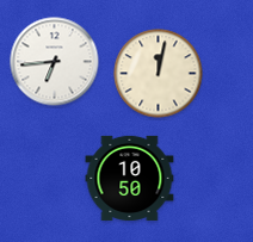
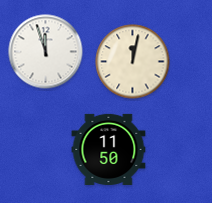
clock at (55, 62): 6:44 -> 11:57
clock at (130, 178): 10:50 -> 11:50
